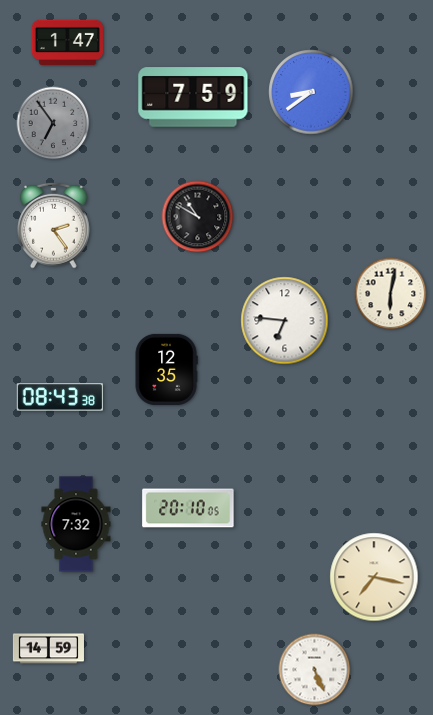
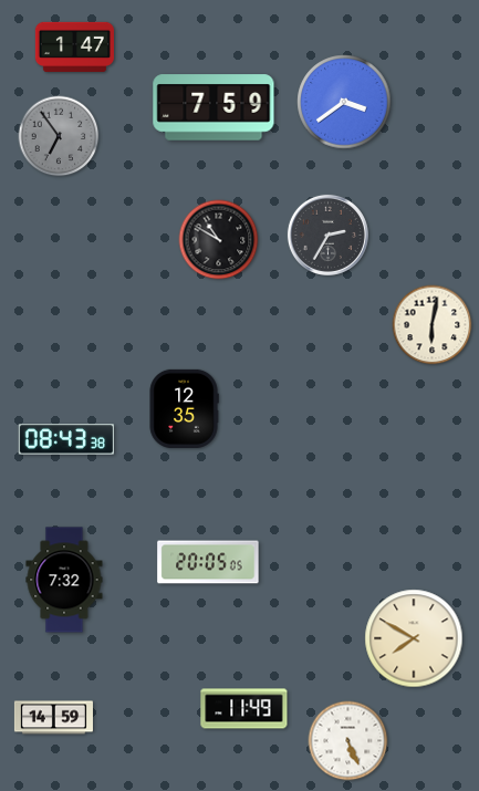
clock at (311, 92): 8:39 -> 3:39
clock at (327, 235): none -> 2:35
clock at (54, 225): 2:24 -> none
clock at (285, 321): 6:46 -> none
clock at (188, 508): 20:10 -> 20:05
clock at (76, 524) position: (76, 524) -> (64, 580)
clock at (374, 577): 7:17 -> 7:50
clock at (244, 709): none -> 11:49
